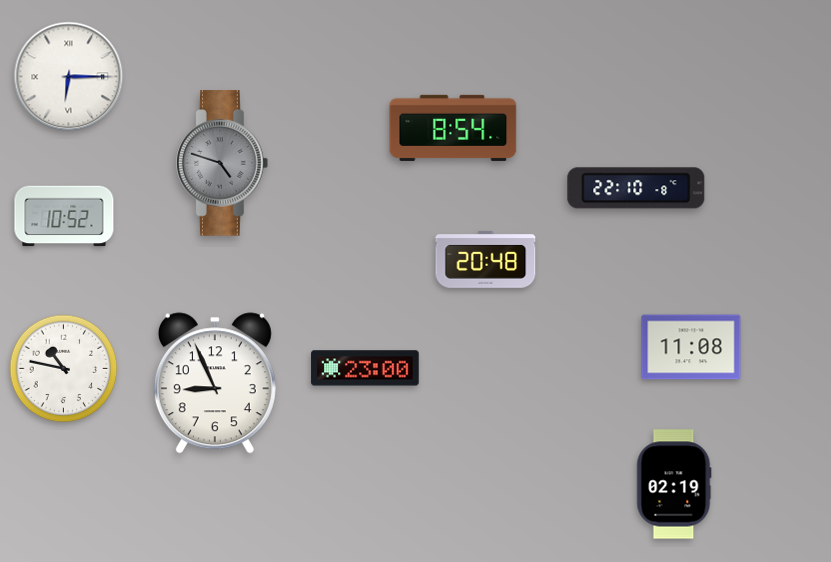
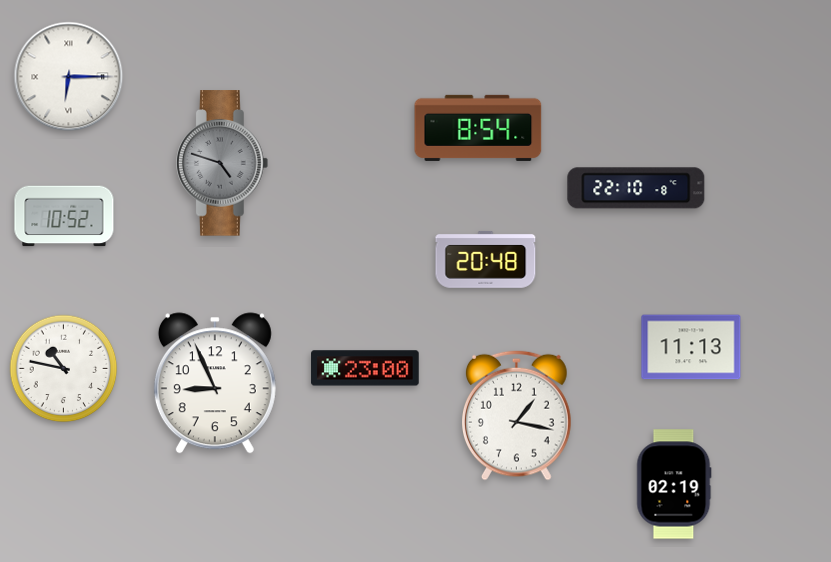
clock at (453, 128) position: (453, 128) -> (478, 128)
clock at (691, 347): 11:08 -> 11:13
clock at (517, 415): none -> 1:17
